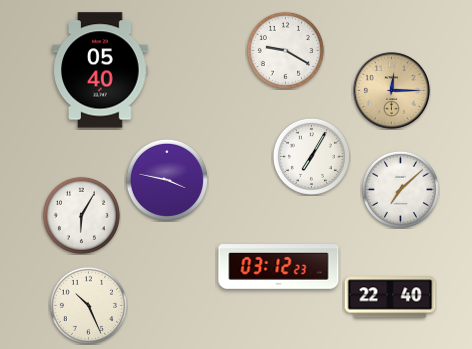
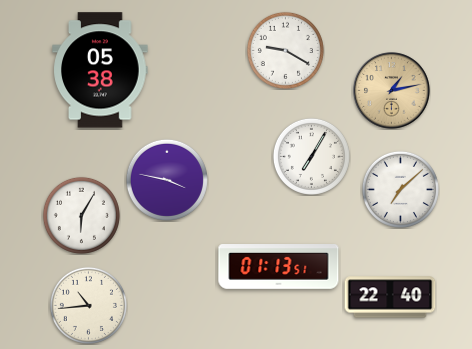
clock at (100, 70): 05:40 -> 05:38
clock at (392, 91): 12:15 -> 1:13
clock at (279, 267): 03:12 -> 01:13
clock at (88, 305): 10:26 -> 10:44
